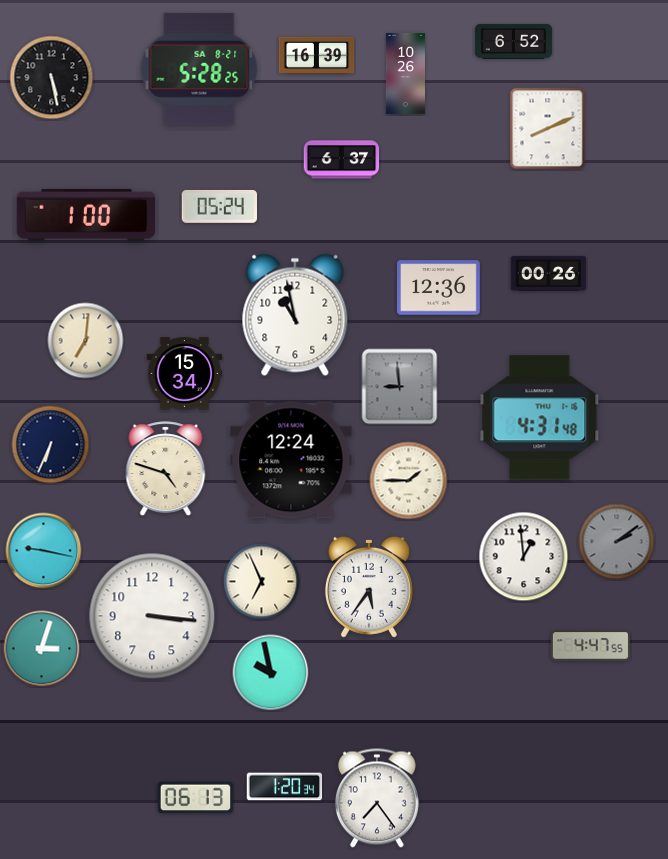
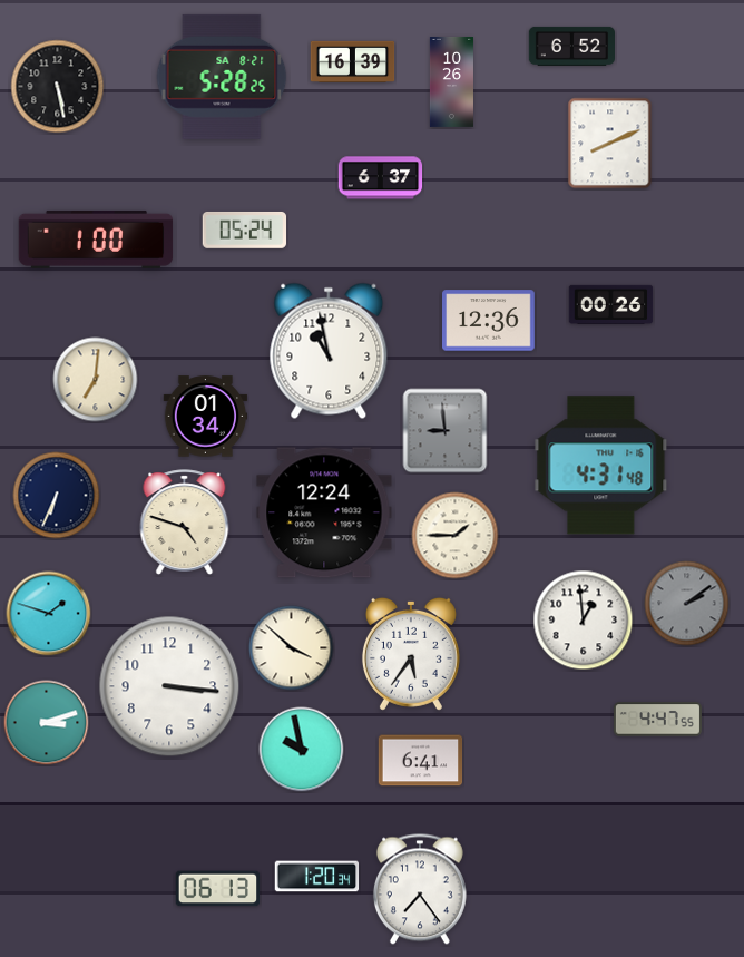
clock at (185, 374): 15:34 -> 01:34
clock at (44, 551): 9:17 -> 1:48
clock at (262, 582): 6:56 -> 3:52
clock at (42, 649): 3:03 -> 3:12
clock at (421, 761): none -> 6:41
